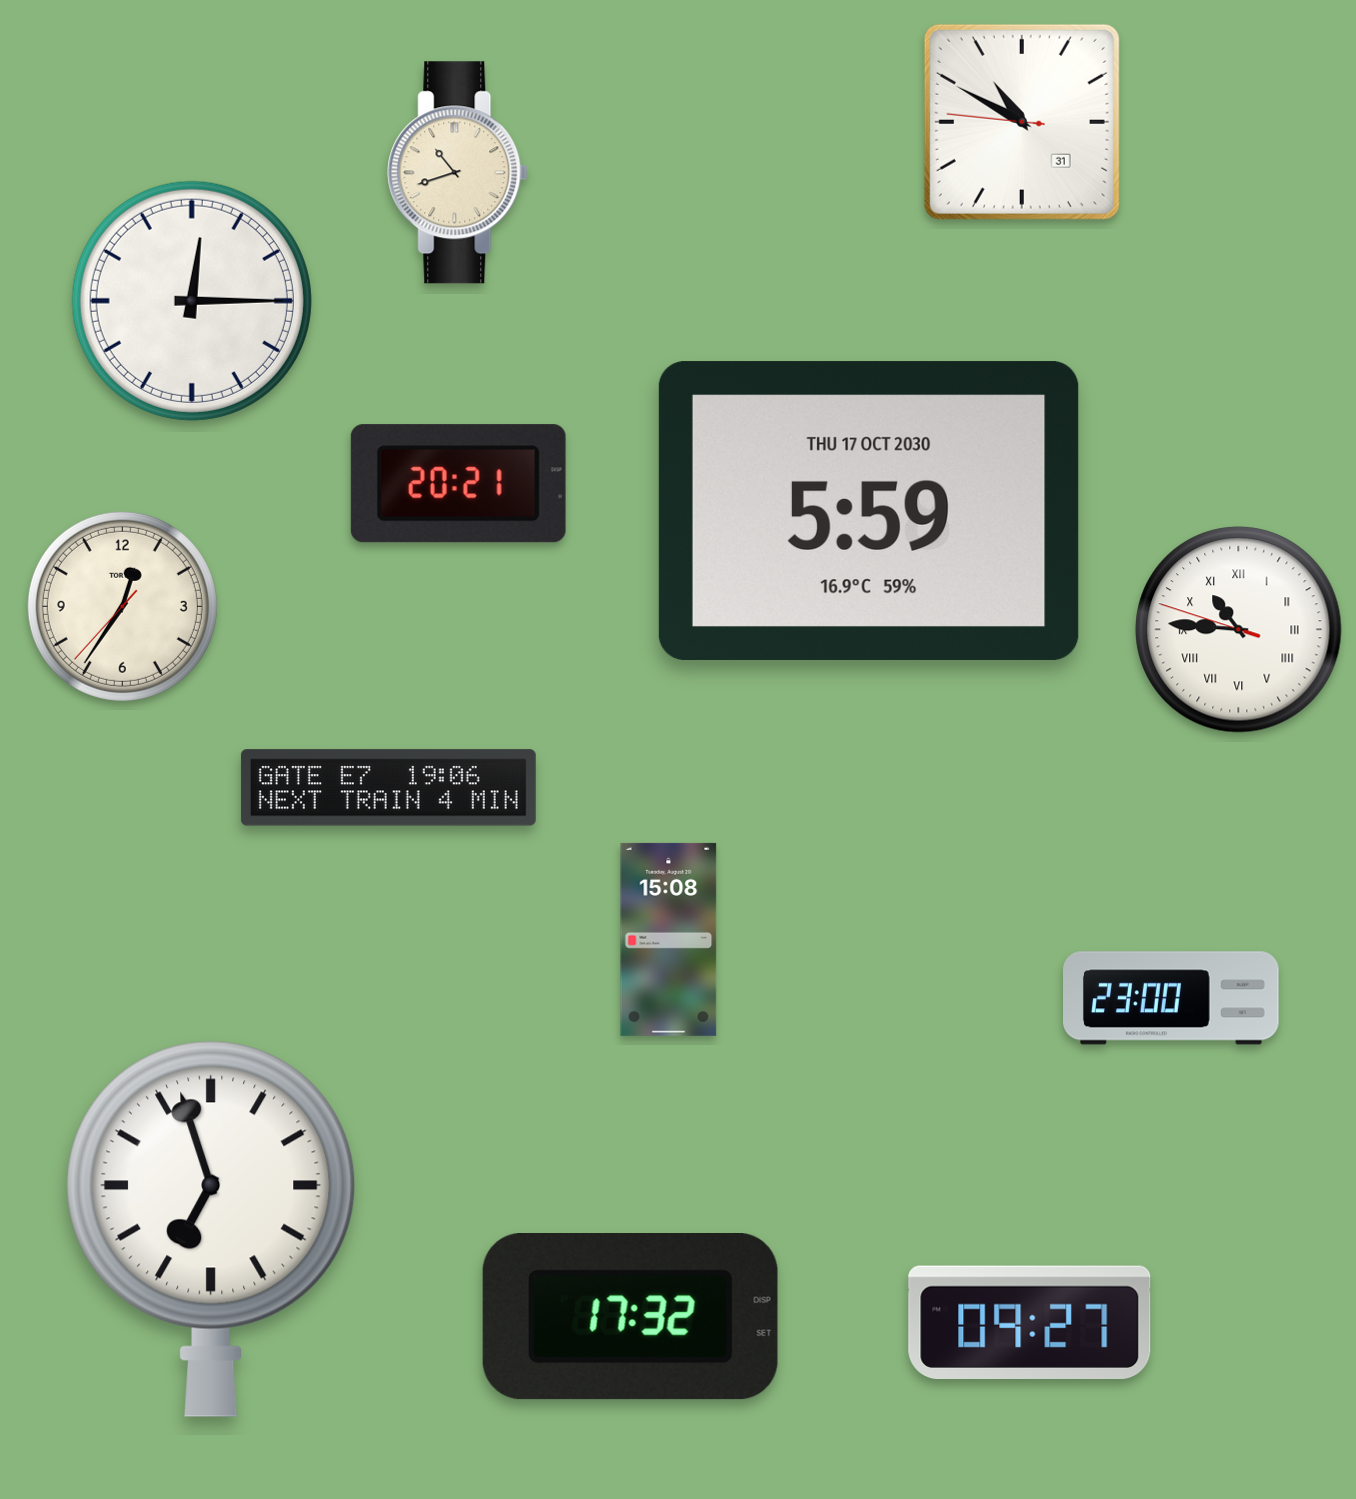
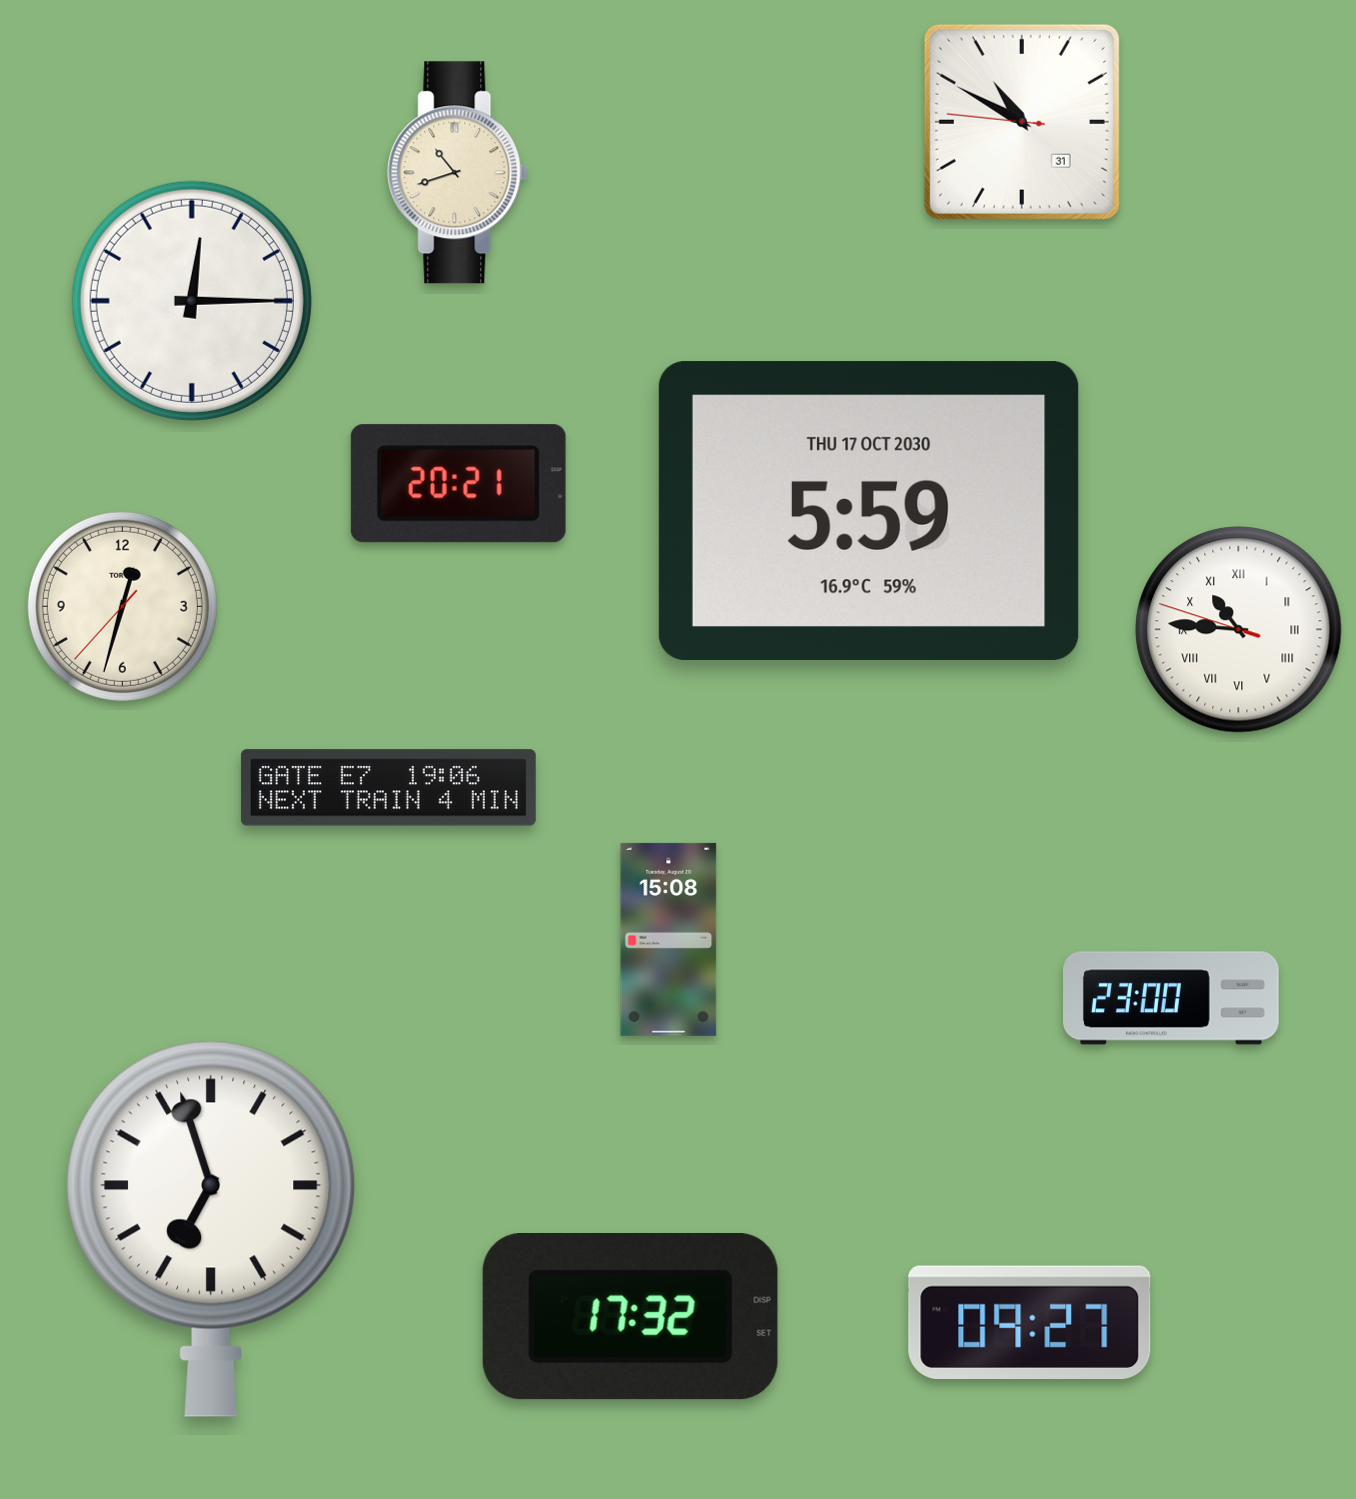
clock at (122, 606): 12:35 -> 12:32
